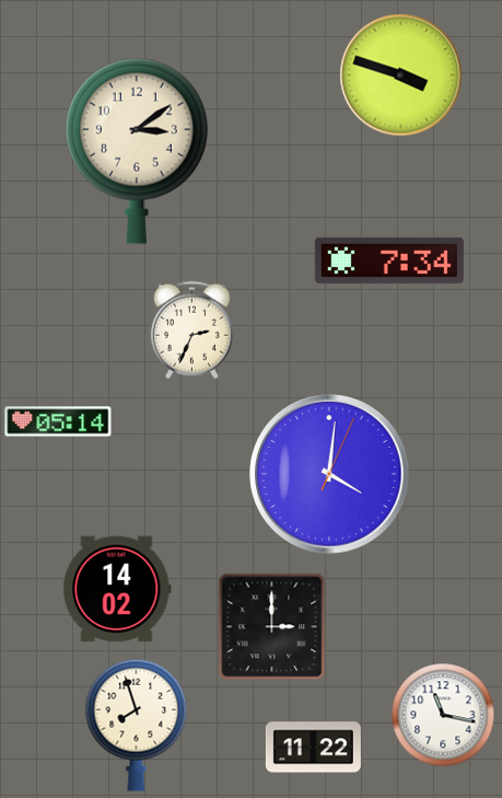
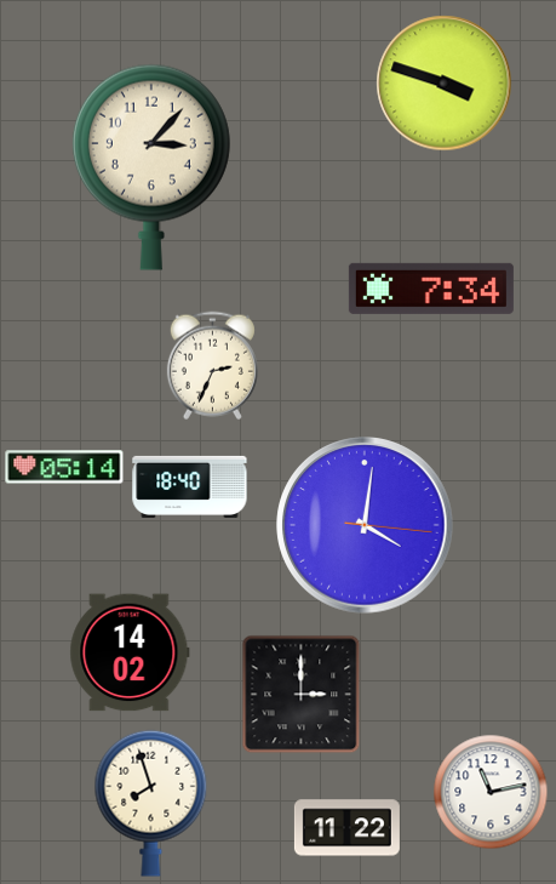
clock at (137, 151): 3:09 -> 3:07
clock at (190, 486): none -> 18:40
clock at (329, 474): 4:01:04 -> 4:01:16
clock at (443, 715): 11:17 -> 11:13
